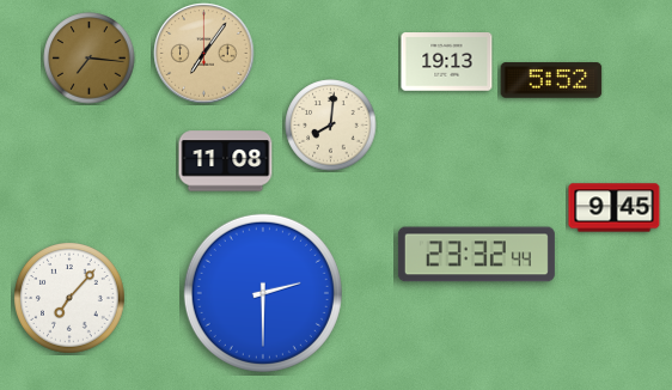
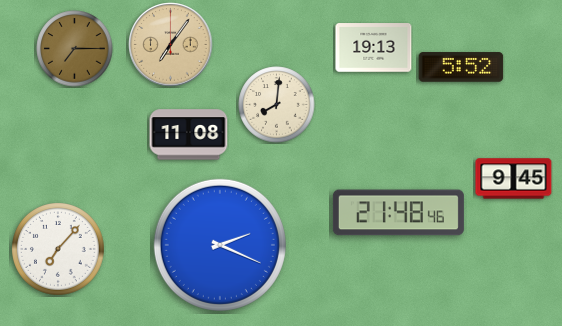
clock at (90, 59): 7:16 -> 7:15
clock at (447, 62) position: (447, 62) -> (374, 48)
clock at (615, 208) position: (615, 208) -> (514, 179)
clock at (476, 255): 23:32 -> 21:48
clock at (263, 293): 2:30 -> 2:19
